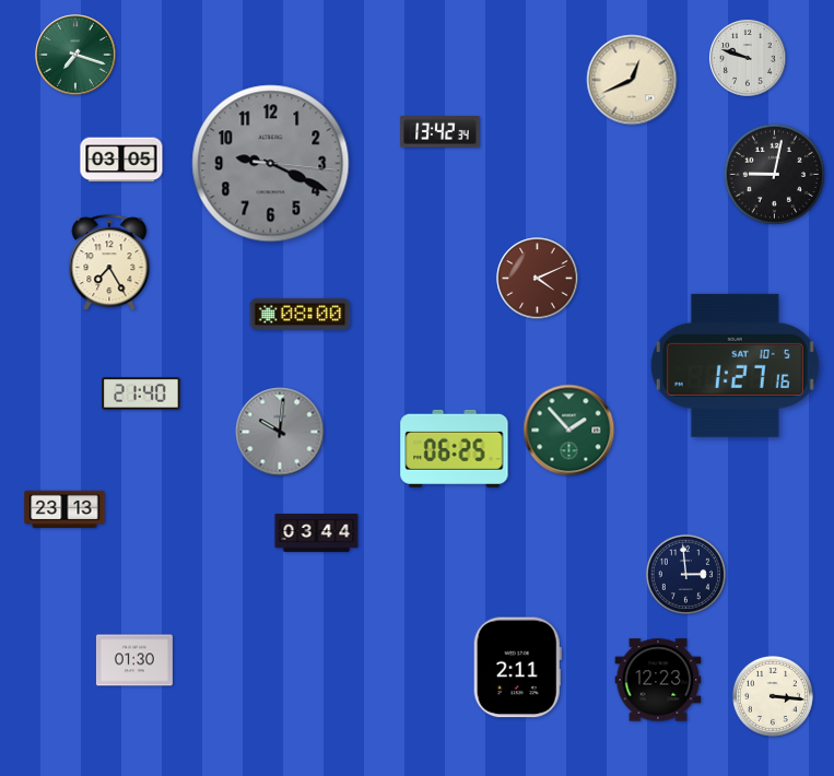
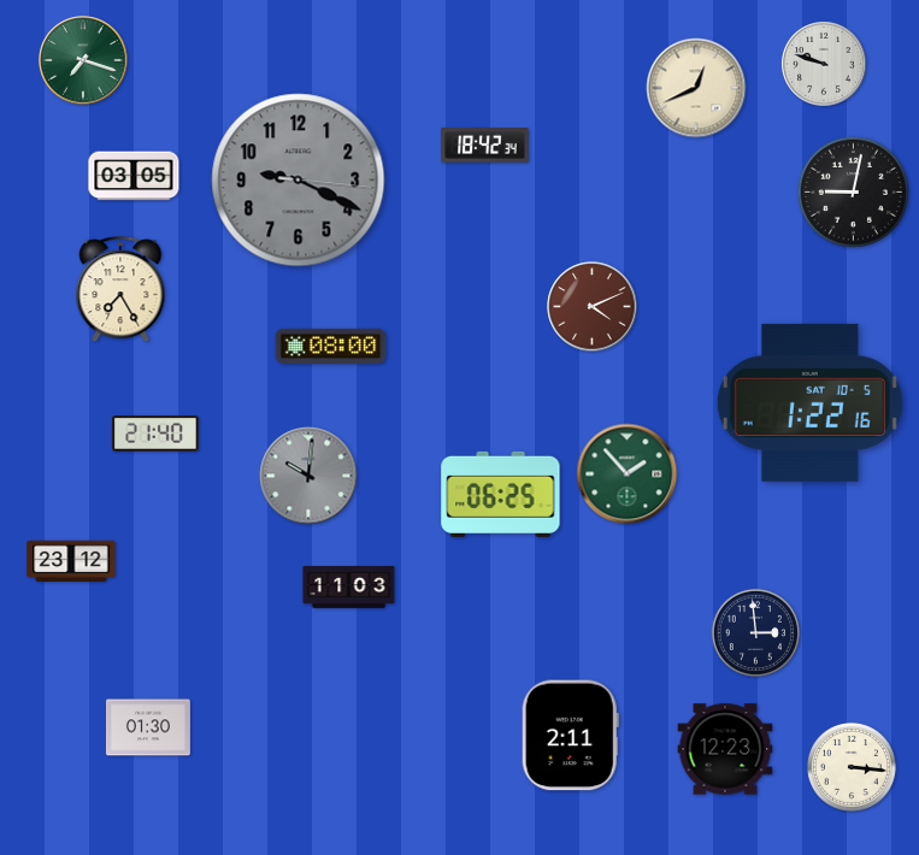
clock at (441, 132): 13:42 -> 18:42
clock at (735, 365): 1:27 -> 1:22
clock at (64, 508): 23:13 -> 23:12
clock at (317, 533): 03:44 -> 11:03
